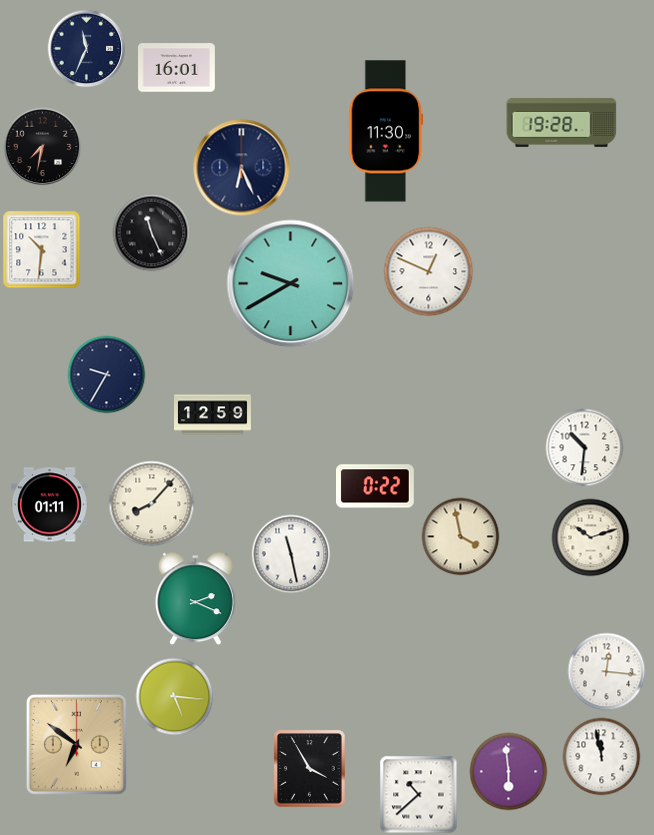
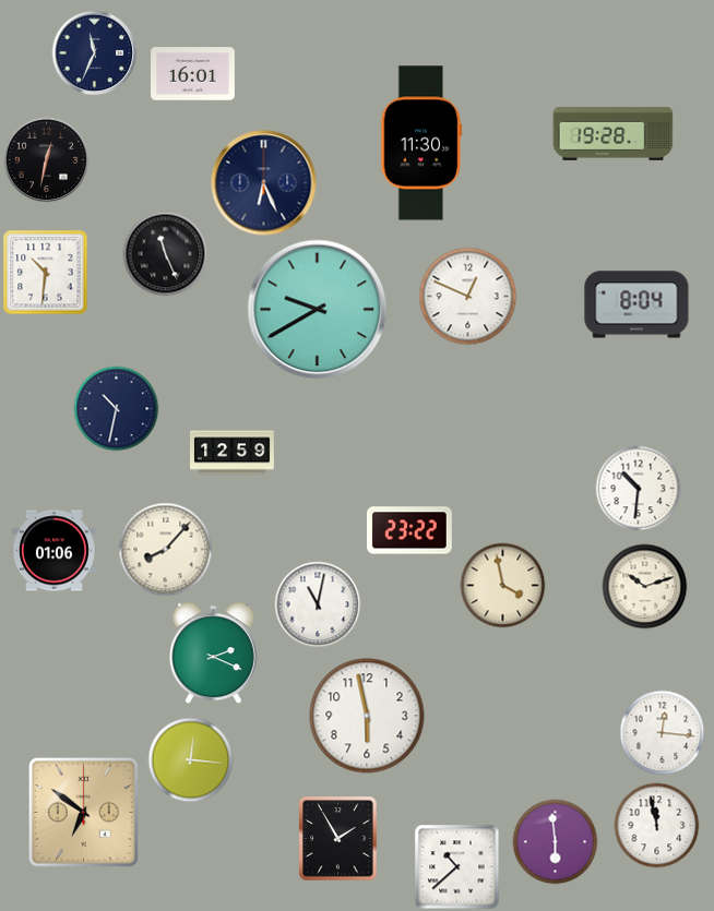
clock at (42, 146): 7:32 -> 12:32
clock at (636, 304): none -> 8:04
clock at (106, 374): 9:35 -> 10:32
clock at (376, 486): 0:22 -> 23:22
clock at (50, 505): 01:11 -> 01:06
clock at (291, 554): 11:28 -> 11:02
clock at (367, 716): none -> 5:58
clock at (174, 696): 5:16 -> 12:16
clock at (310, 768): 3:55 -> 1:55
